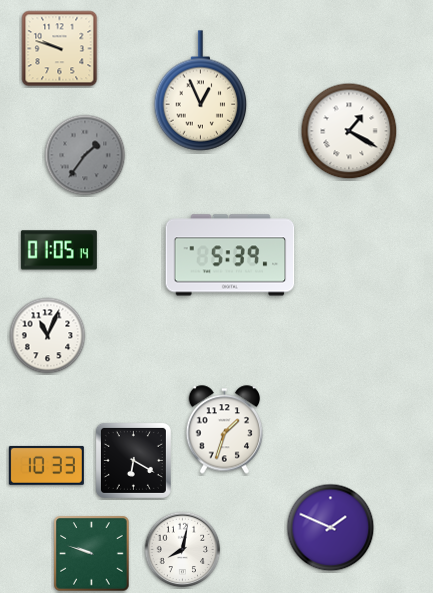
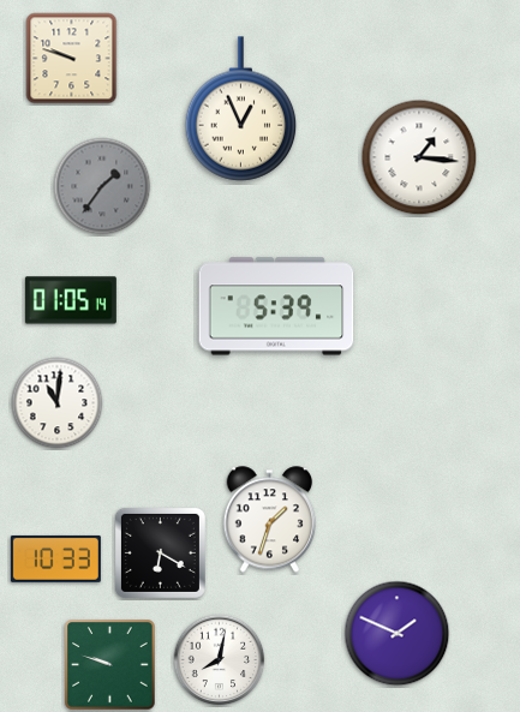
clock at (349, 131): 1:20 -> 1:16
clock at (48, 336): 11:04 -> 11:01
clock at (225, 430) position: (225, 430) -> (270, 520)
